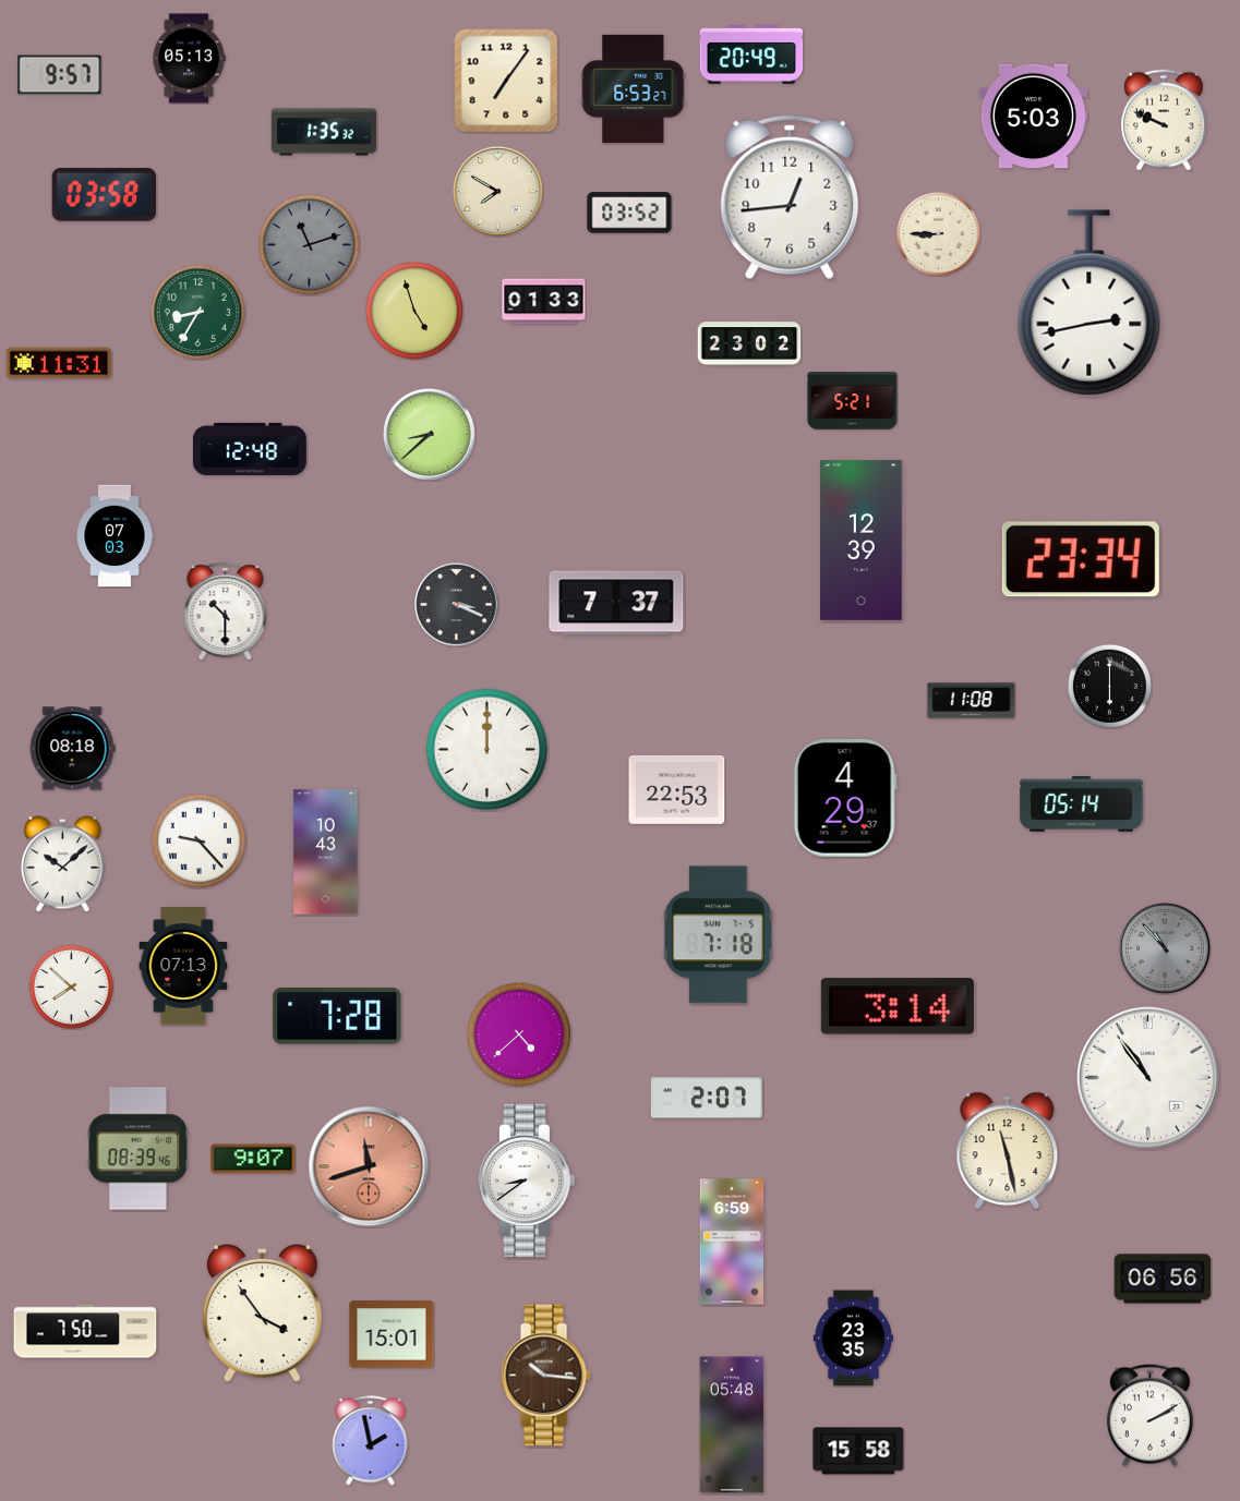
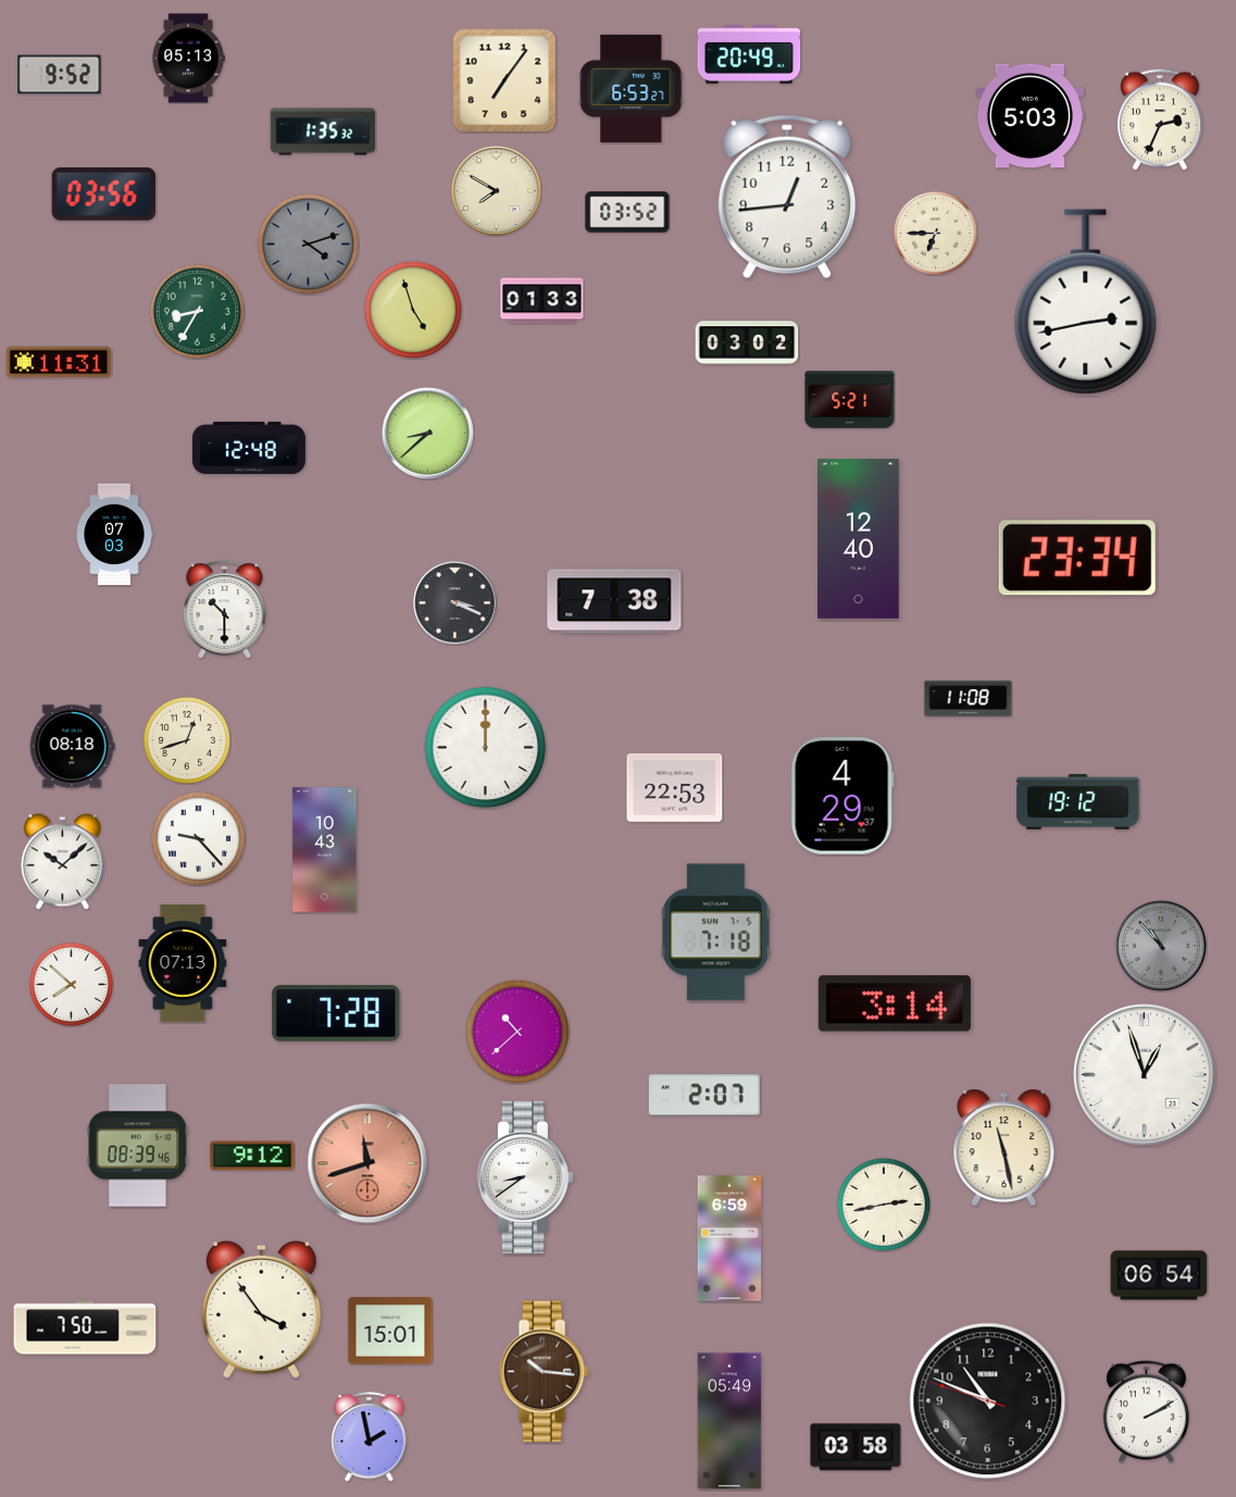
clock at (60, 75): 9:57 -> 9:52
clock at (1164, 120): 9:49 -> 2:34
clock at (104, 195): 03:58 -> 03:56
clock at (938, 233): 8:45 -> 6:45
clock at (309, 244): 11:12 -> 4:12
clock at (749, 343): 23:02 -> 03:02
clock at (862, 540): 12:39 -> 12:40
clock at (616, 603): 7:37 -> 7:38
clock at (1109, 686): 6:00 -> none
clock at (187, 740): none -> 12:42
clock at (1082, 804): 05:14 -> 19:12
clock at (519, 1034): 4:38 -> 10:38
clock at (1148, 1078): 10:54 -> 12:57
clock at (253, 1159): 9:07 -> 9:12
clock at (884, 1205): none -> 2:43
clock at (1163, 1279): 06:56 -> 06:54
clock at (853, 1339): 23:35 -> none
clock at (988, 1401): none -> 10:48
clock at (732, 1425): 05:48 -> 05:49
clock at (858, 1451): 15:58 -> 03:58
